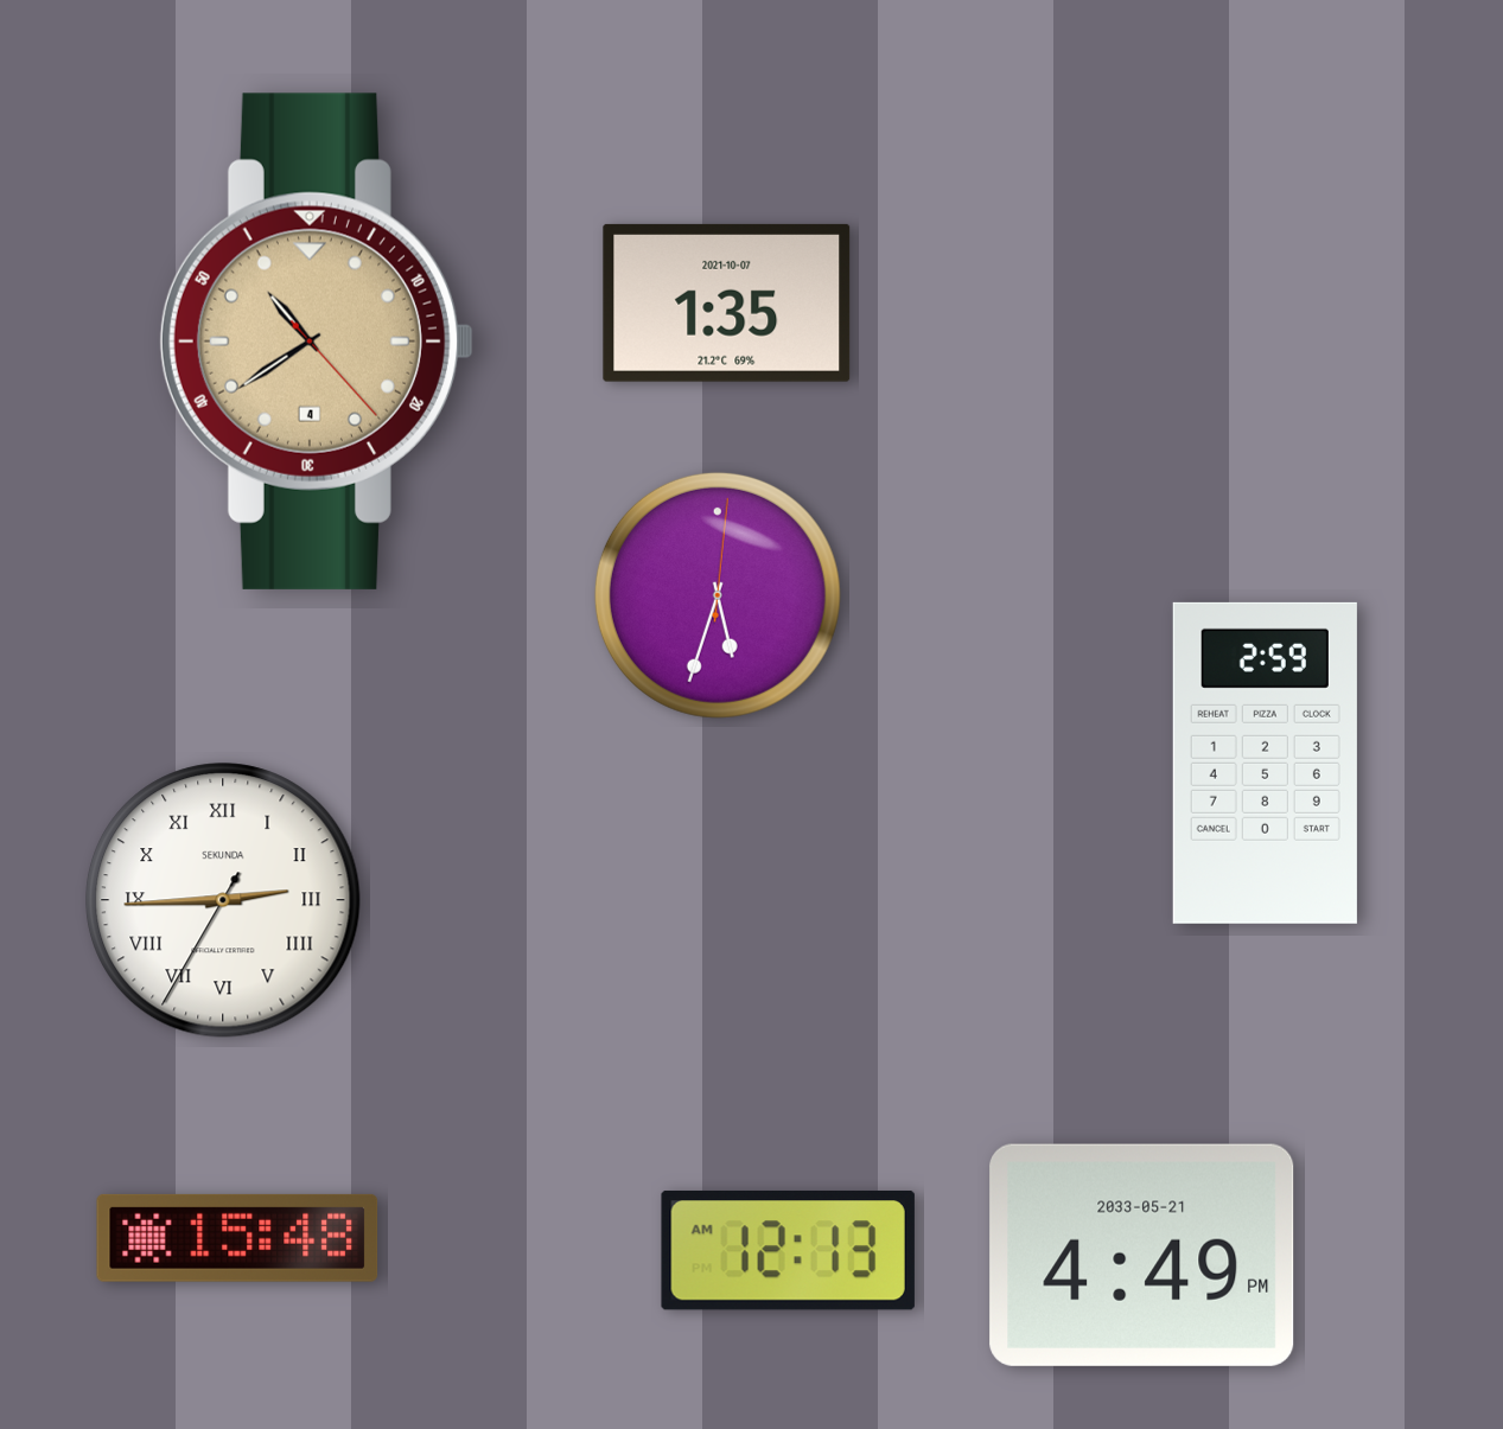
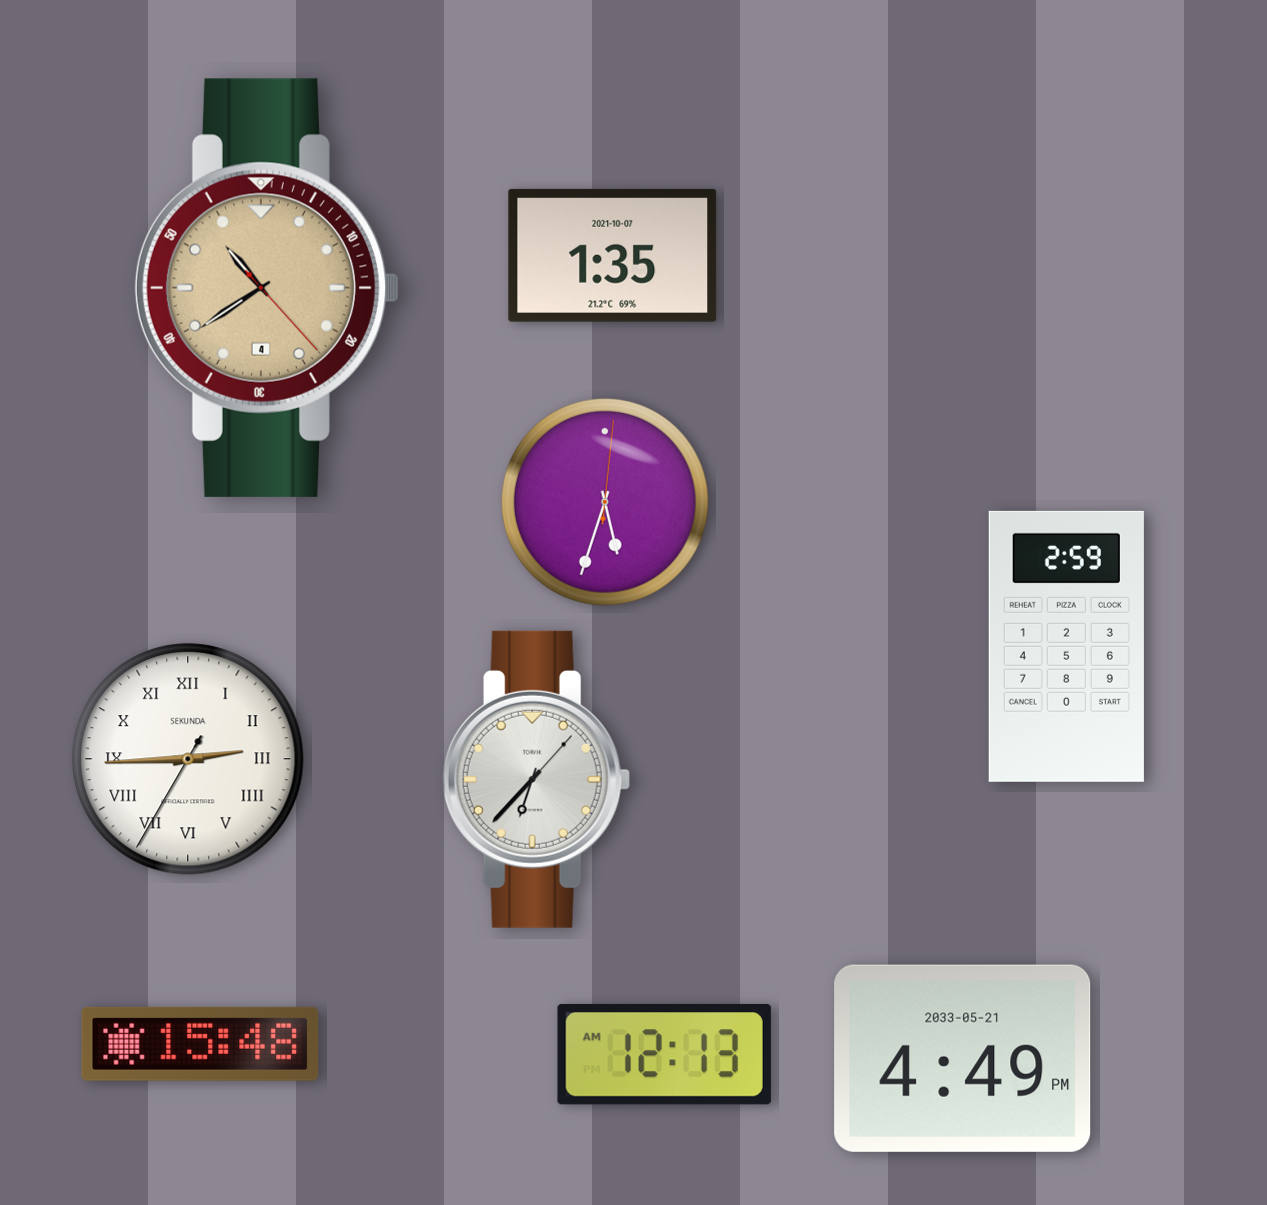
clock at (1265, 763) position: (1265, 763) -> (1066, 646)
clock at (536, 779): none -> 6:37
